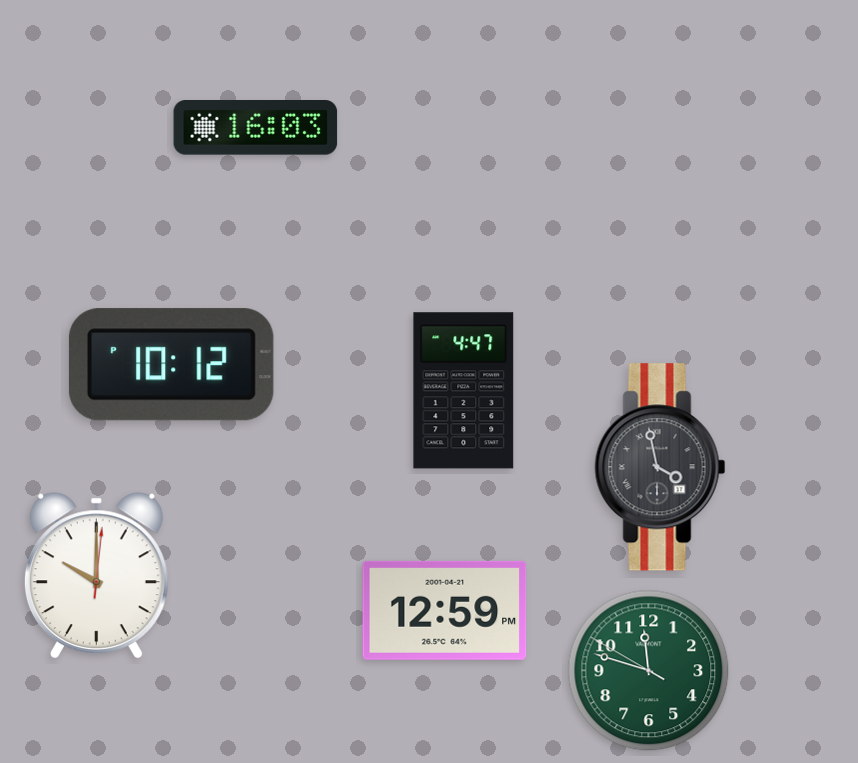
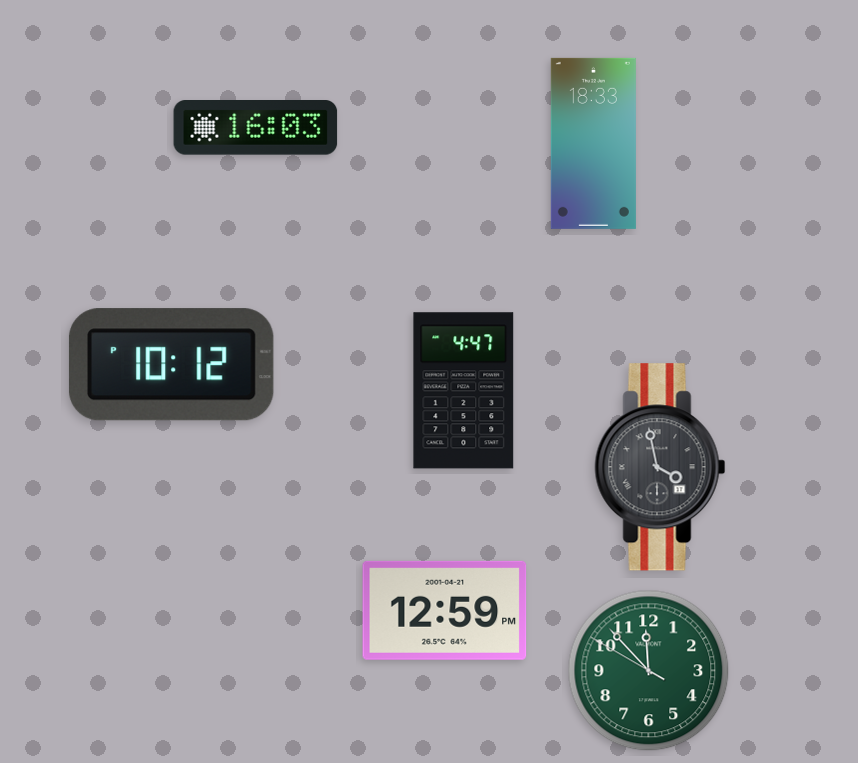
clock at (593, 143): none -> 18:33
clock at (96, 576): 10:00 -> none
clock at (649, 671): 11:47 -> 11:52
